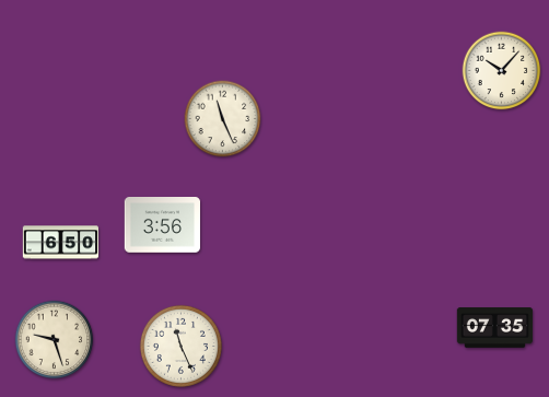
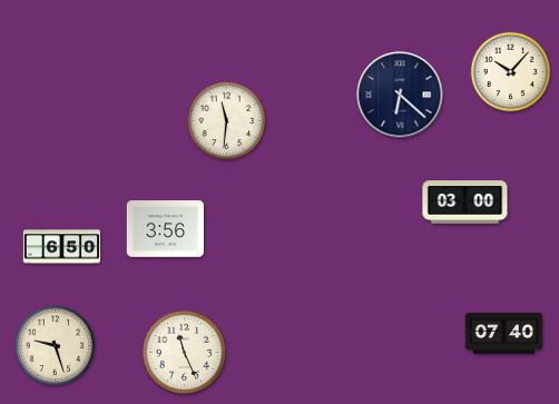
clock at (400, 95): none -> 6:22
clock at (223, 119): 11:26 -> 11:31
clock at (465, 203): none -> 03:00
clock at (495, 328): 07:35 -> 07:40
